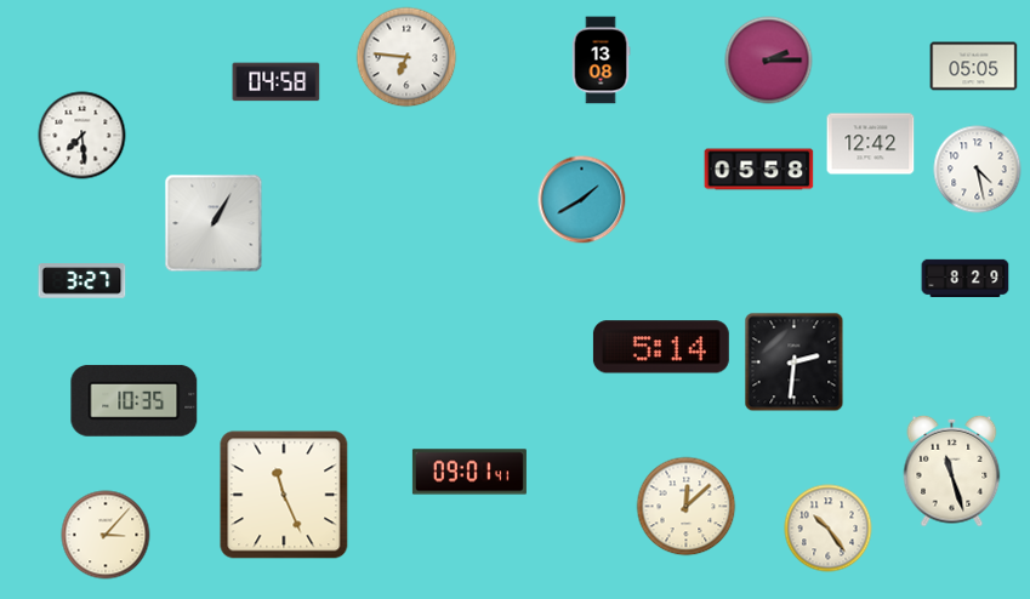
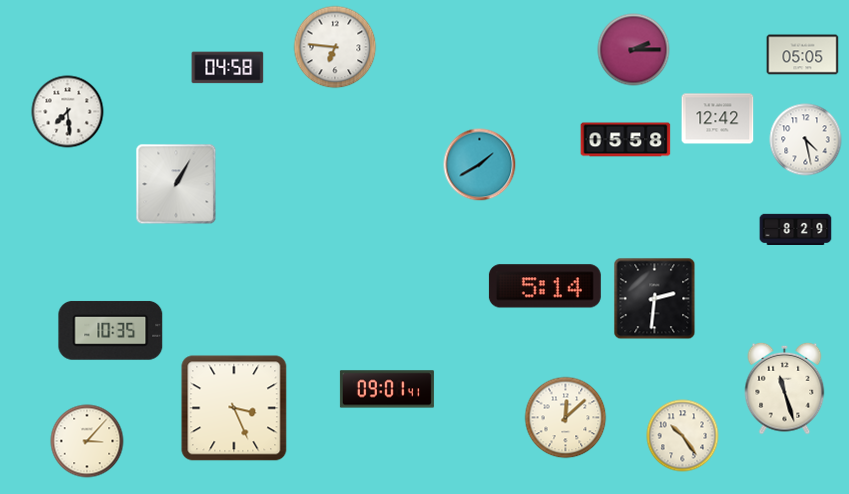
clock at (601, 61): 13:08 -> none
clock at (82, 281): 3:27 -> none
clock at (284, 495): 11:26 -> 3:26
